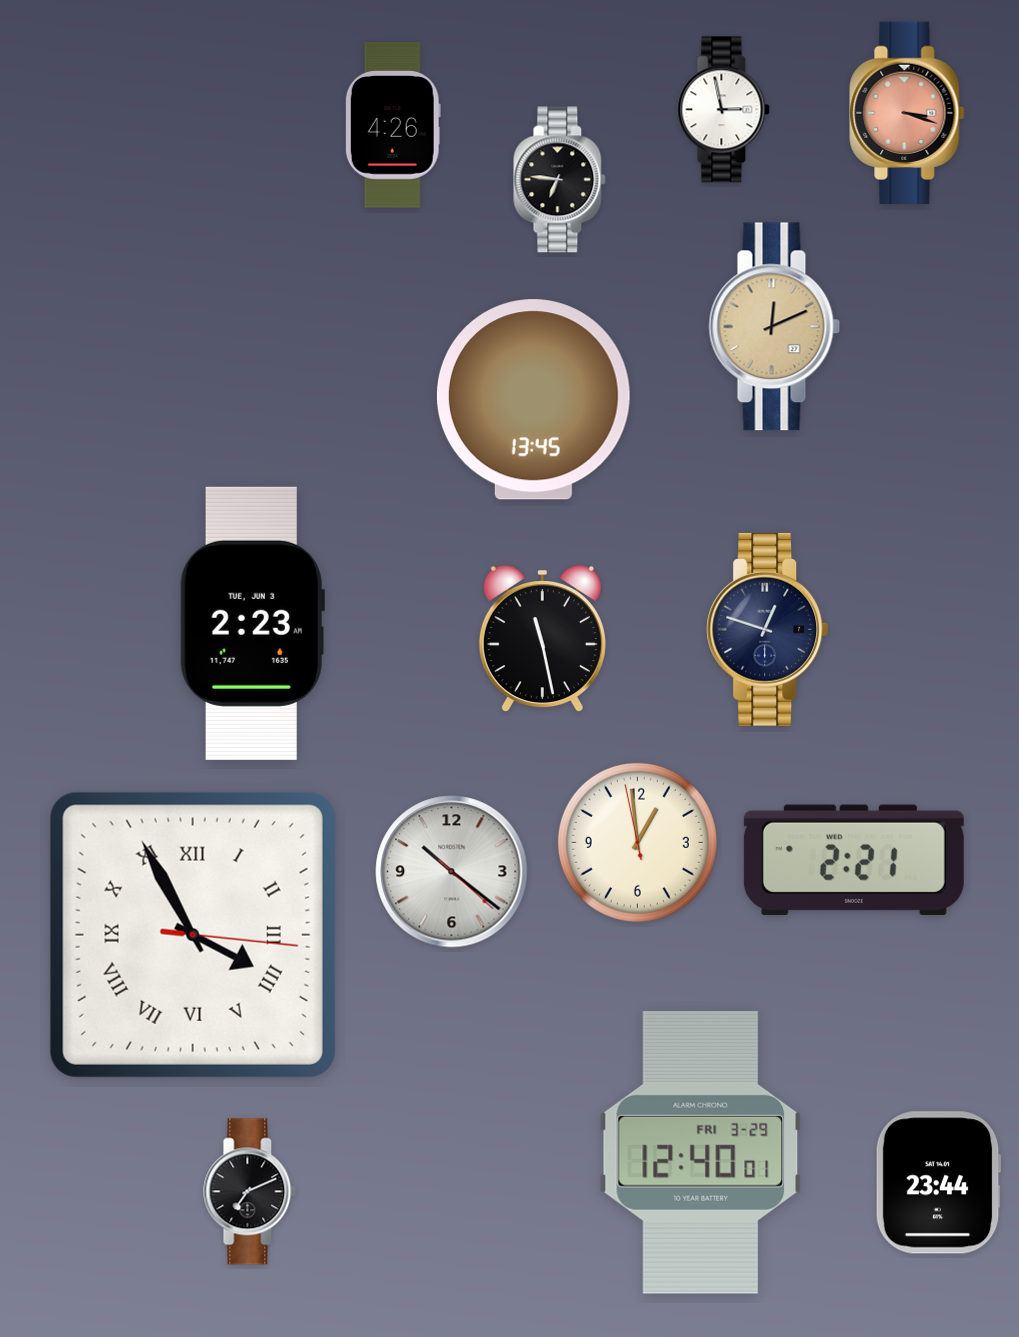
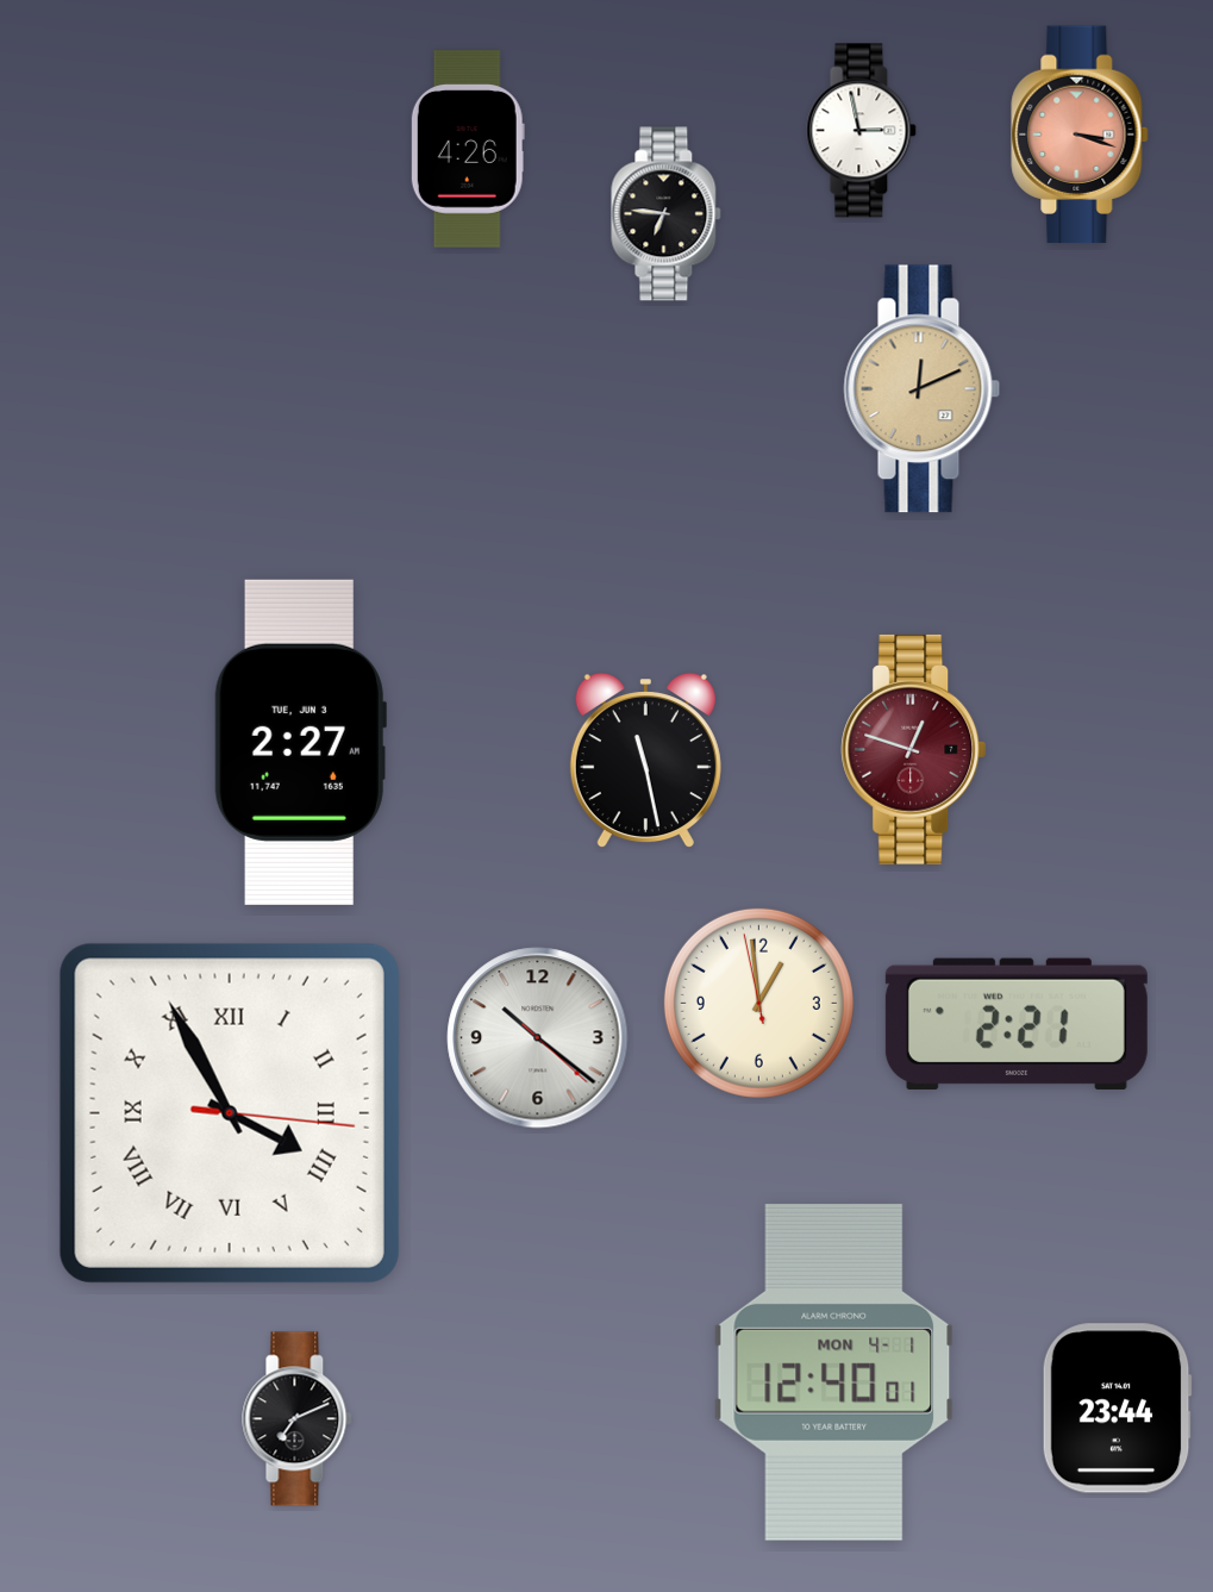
clock at (533, 400): 13:45 -> none
clock at (252, 623): 2:23 -> 2:27
clock at (768, 629) dial: navy -> burgundy
clock at (701, 1152) date: FRI 3-29 -> MON 4-1
